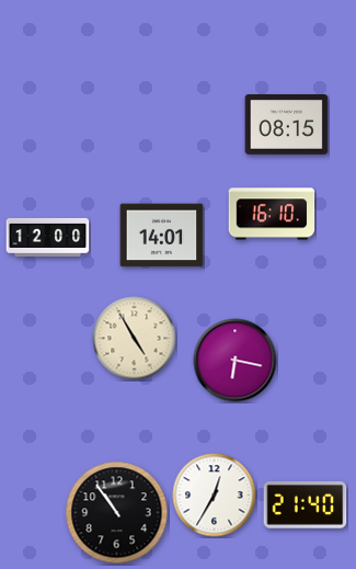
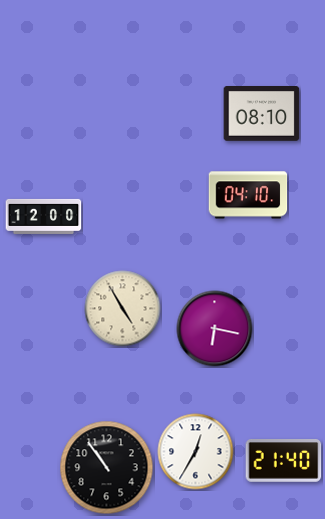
clock at (287, 125): 08:15 -> 08:10
clock at (272, 214): 16:10 -> 04:10
clock at (162, 236): 14:01 -> none
clock at (306, 505) position: (306, 505) -> (284, 461)
